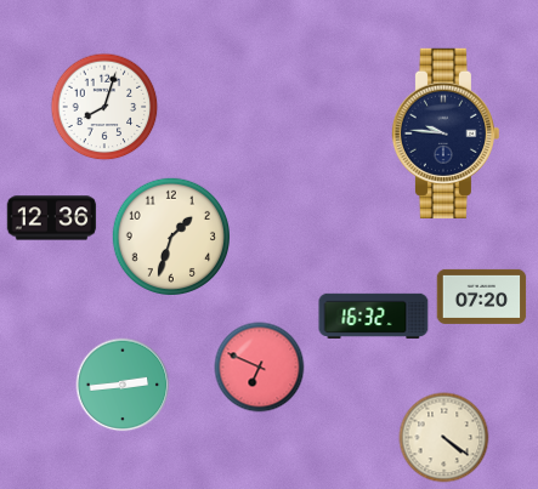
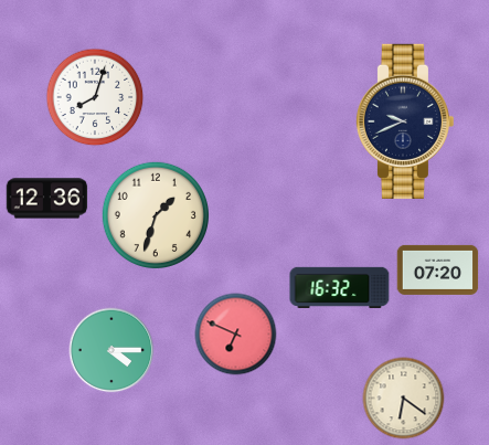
clock at (444, 133): 9:46 -> 9:41
clock at (123, 385): 2:44 -> 4:15
clock at (444, 438): 4:21 -> 6:21
